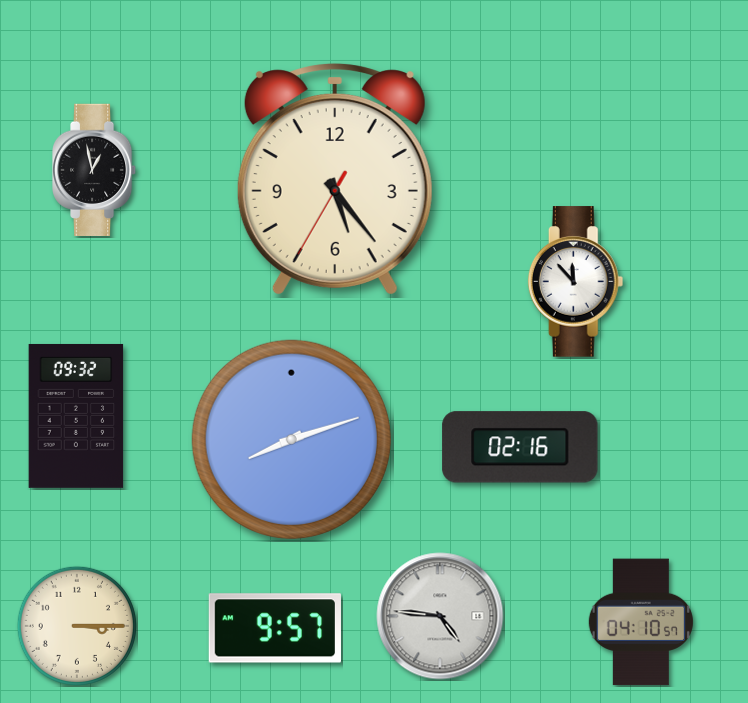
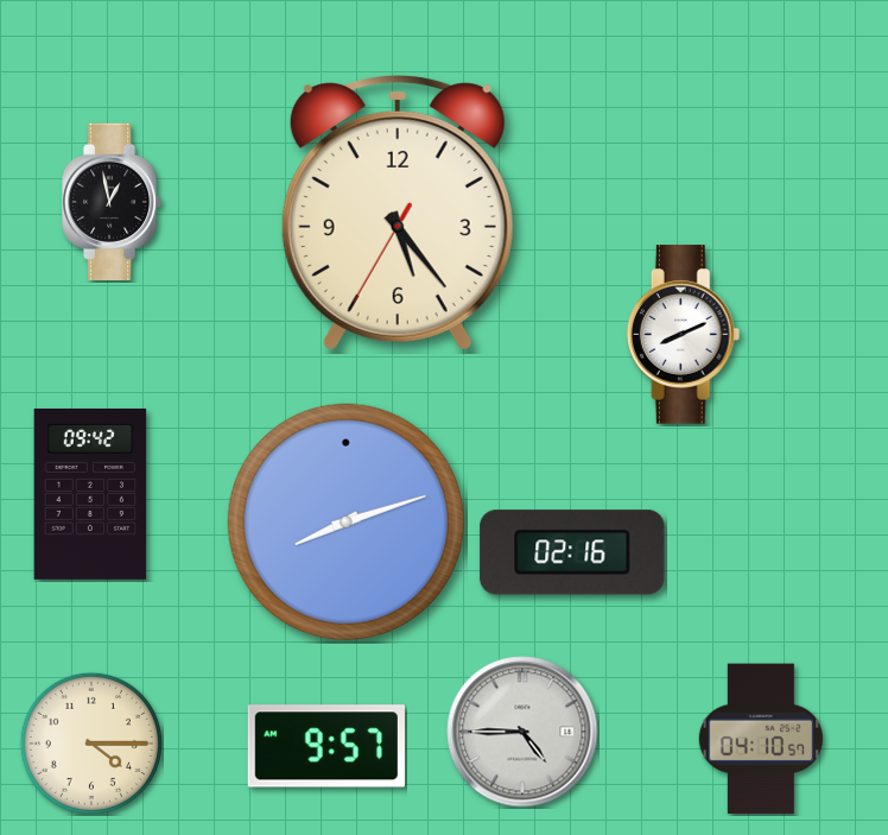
clock at (576, 282): 11:53 -> 8:11
clock at (76, 416): 09:32 -> 09:42
clock at (520, 447) position: (520, 447) -> (572, 552)
clock at (440, 616): 4:46 -> 4:45
clock at (77, 626): 3:15 -> 4:15
